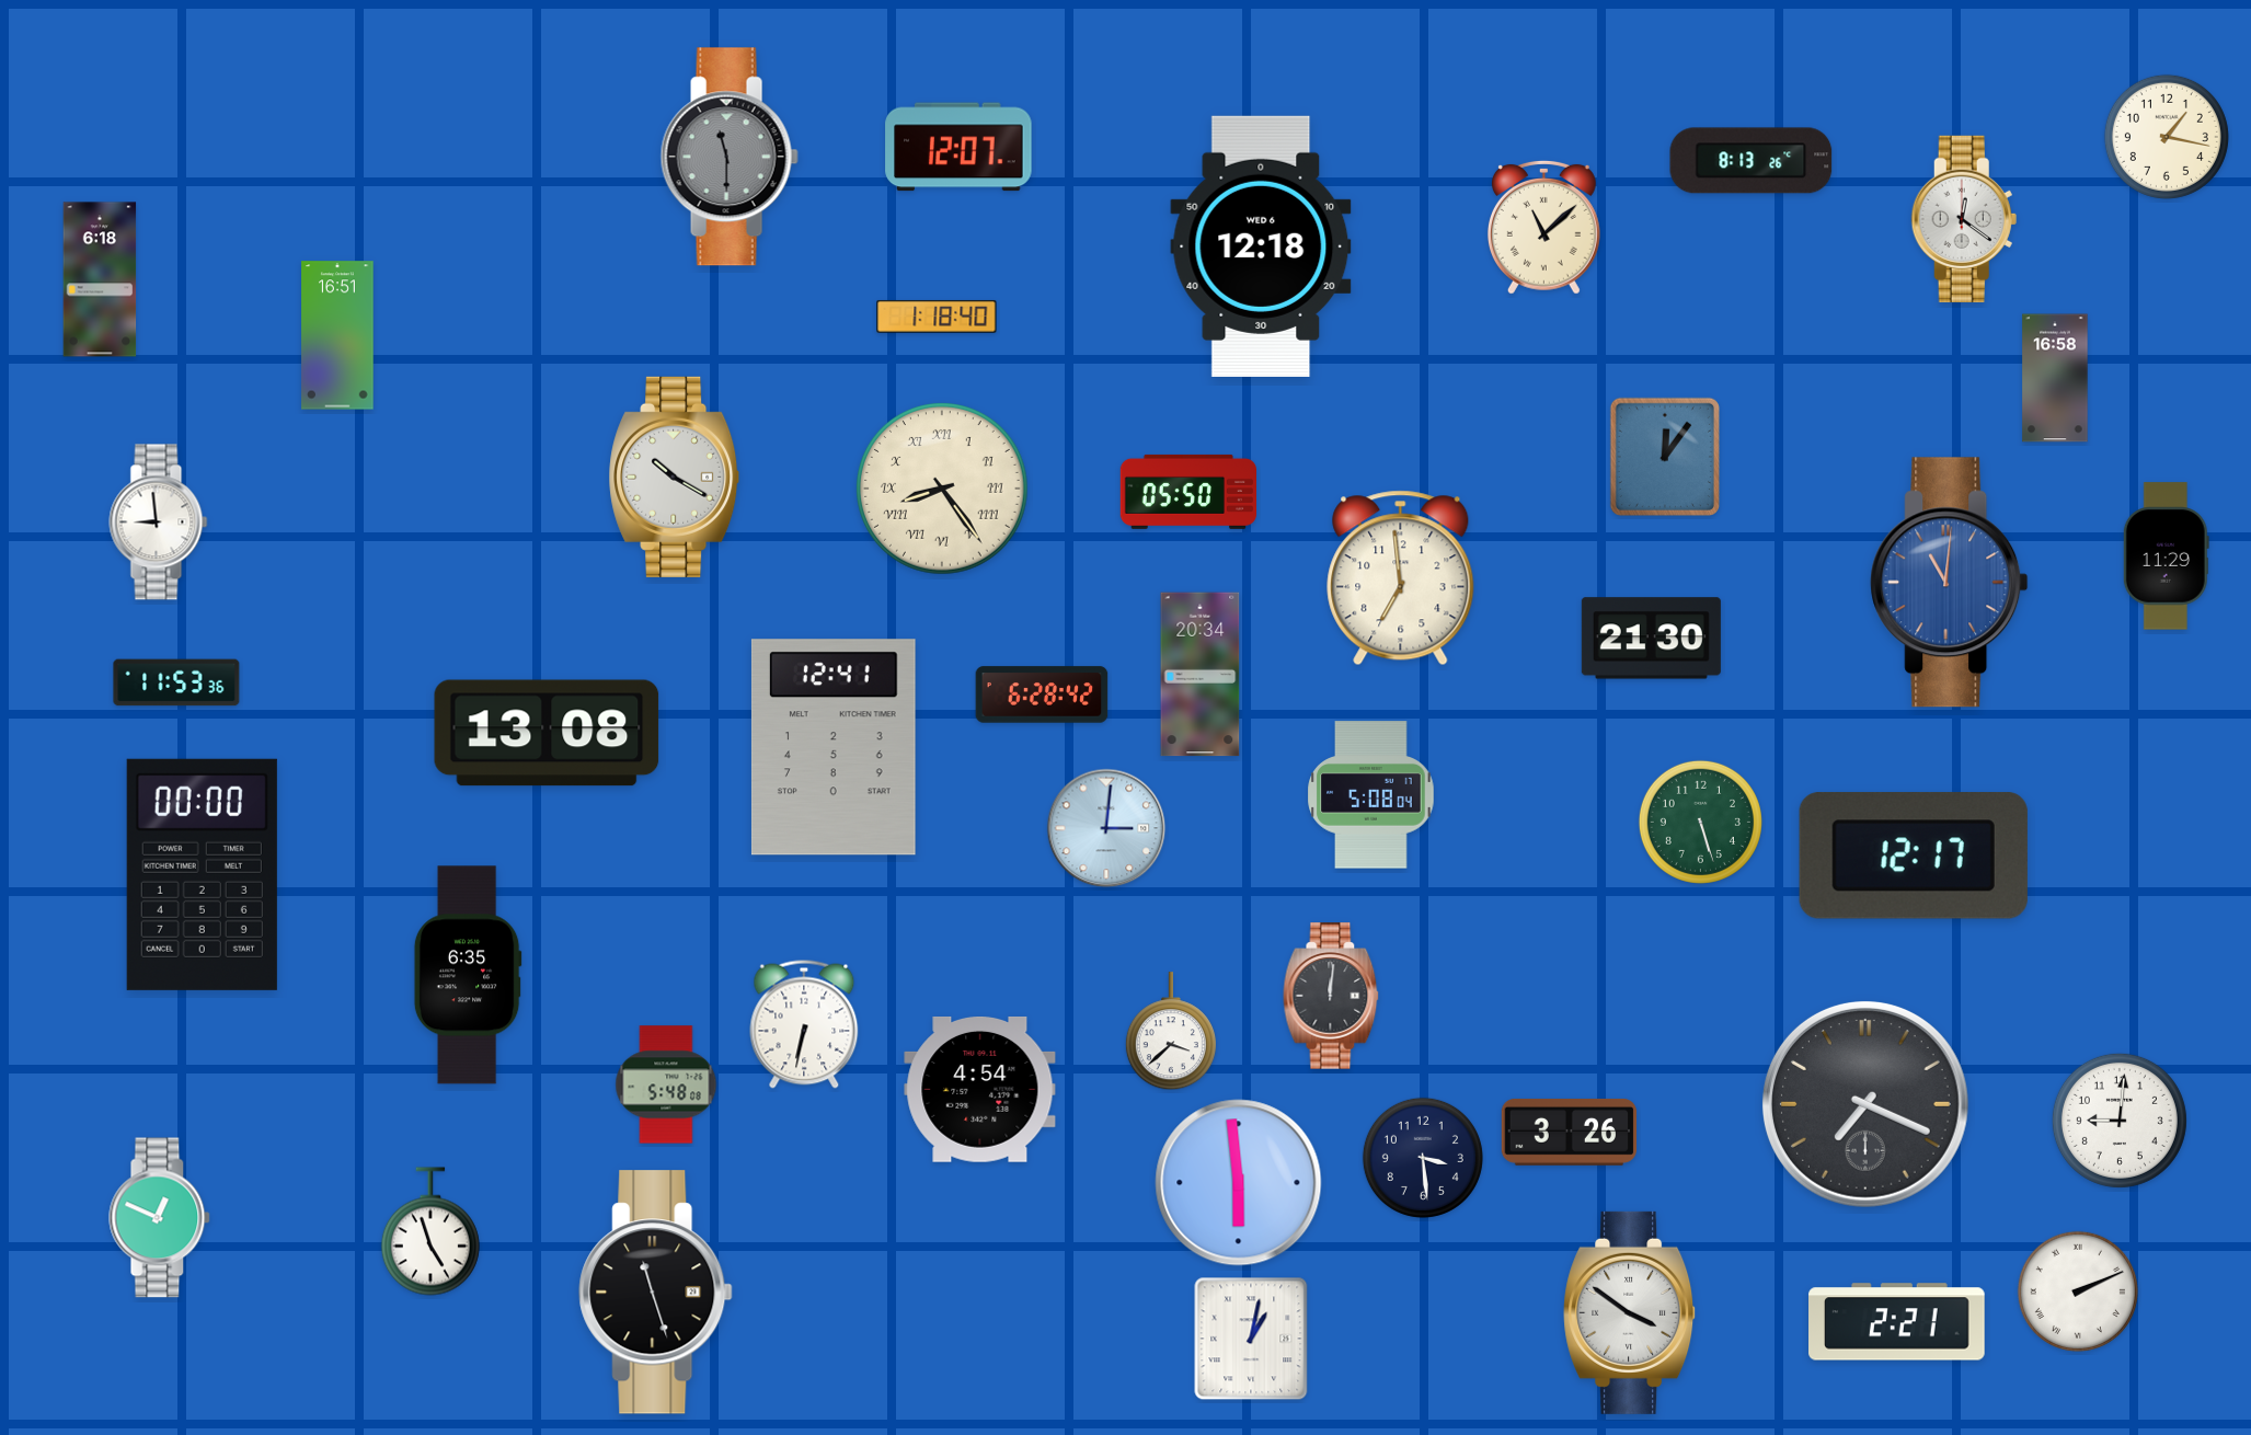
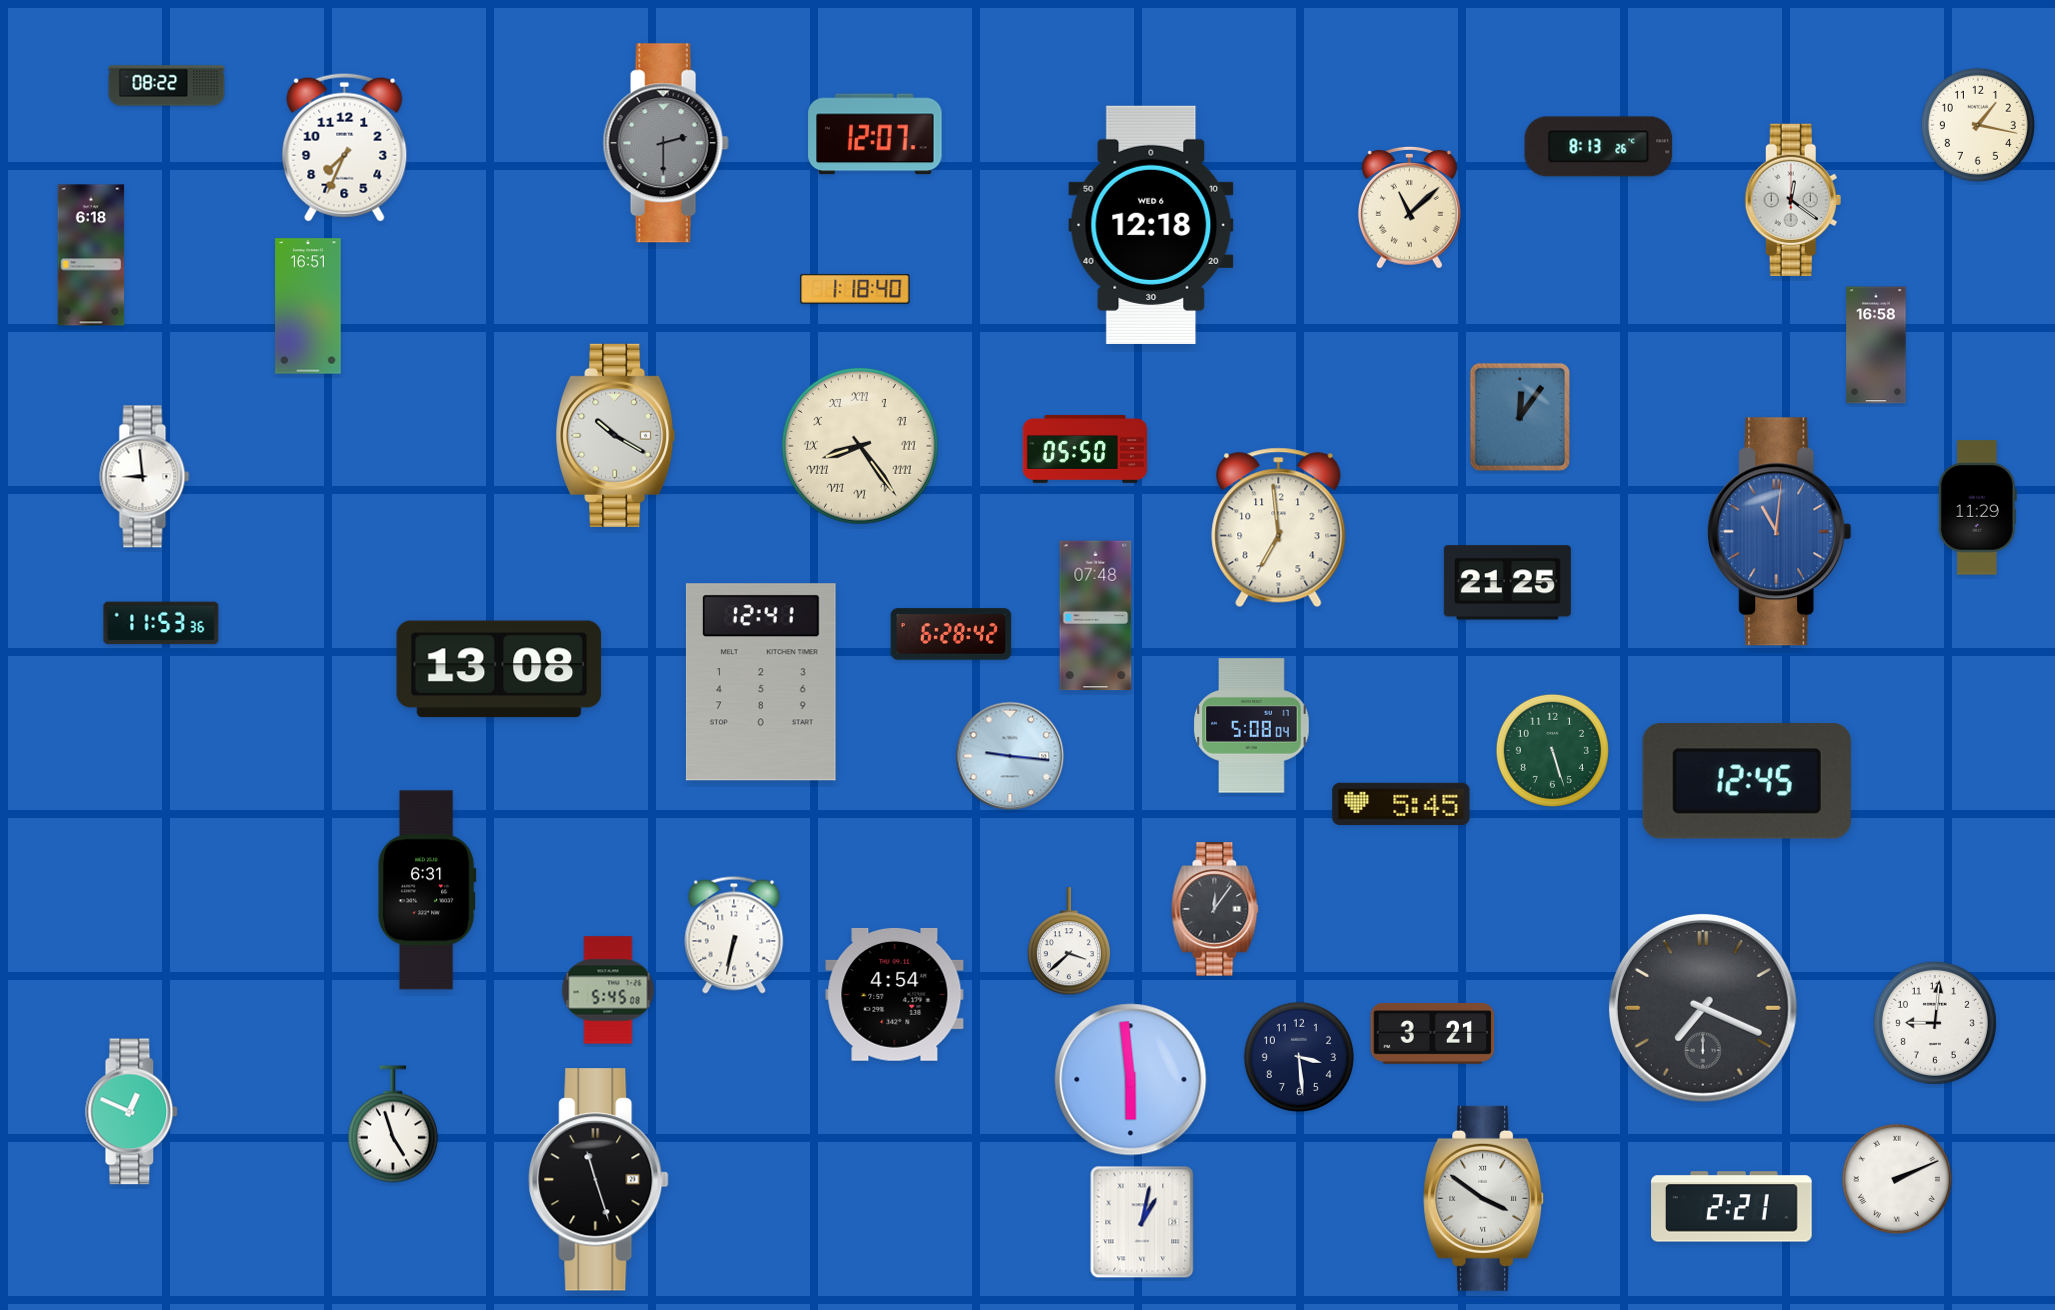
clock at (167, 86): none -> 08:22
clock at (730, 157): 11:30 -> 2:30
clock at (345, 147): none -> 7:34
clock at (1651, 639): 21:30 -> 21:25
clock at (1201, 675): 20:34 -> 07:48
clock at (1106, 828): 3:01 -> 9:16
clock at (1914, 856): 12:17 -> 12:45
clock at (202, 874): 00:00 -> none
clock at (1401, 804): none -> 5:45
clock at (468, 975): 6:35 -> 6:31
clock at (1331, 996): 12:01 -> 12:06
clock at (666, 1084): 5:48 -> 5:45
clock at (1570, 1133): 3:26 -> 3:21
clock at (160, 1218) position: (160, 1218) -> (132, 1112)
clock at (1630, 1312) position: (1630, 1312) -> (1484, 1198)
